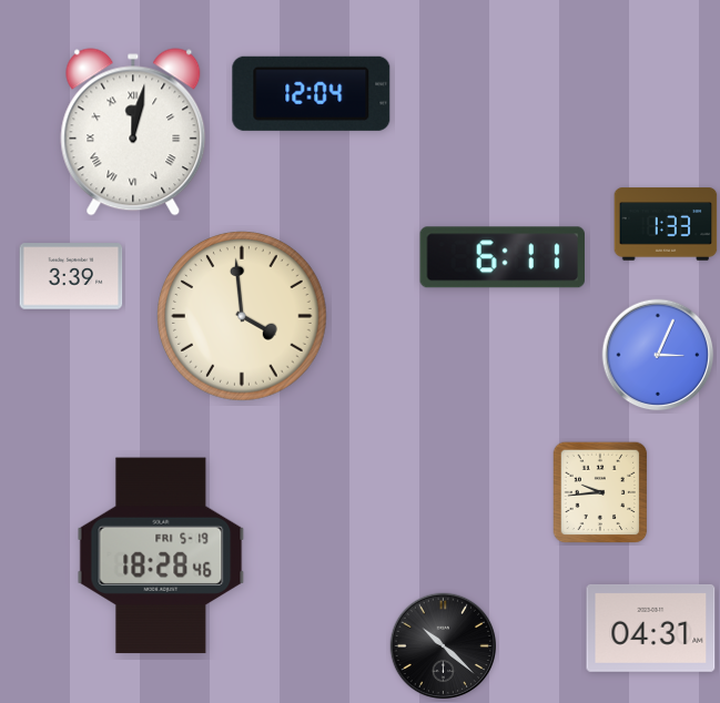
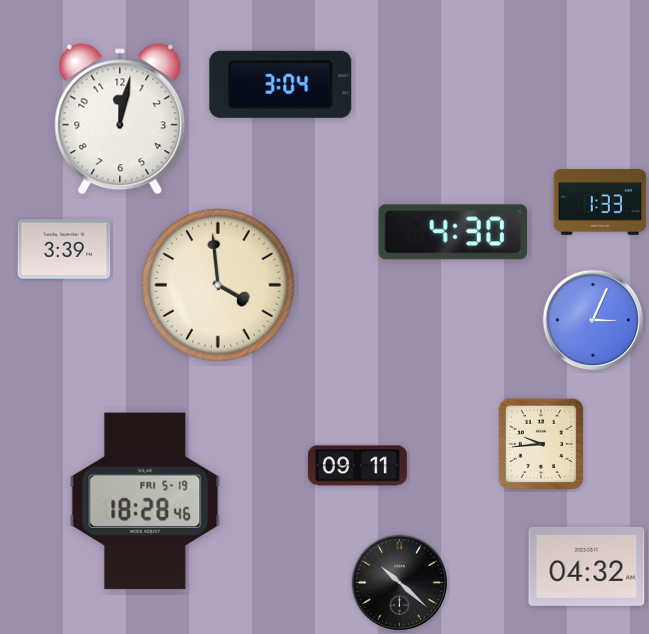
clock at (312, 93): 12:04 -> 3:04
clock at (133, 132) numerals: Roman -> Arabic
clock at (501, 257): 6:11 -> 4:30
clock at (357, 466): none -> 09:11
clock at (651, 628): 04:31 -> 04:32
